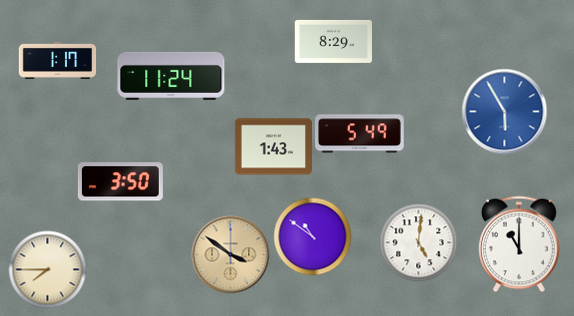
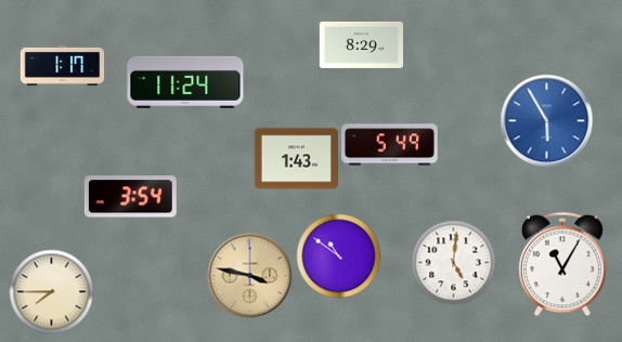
clock at (120, 182): 3:50 -> 3:54
clock at (520, 244): 11:00 -> 11:05
clock at (230, 254): 3:51 -> 3:47
